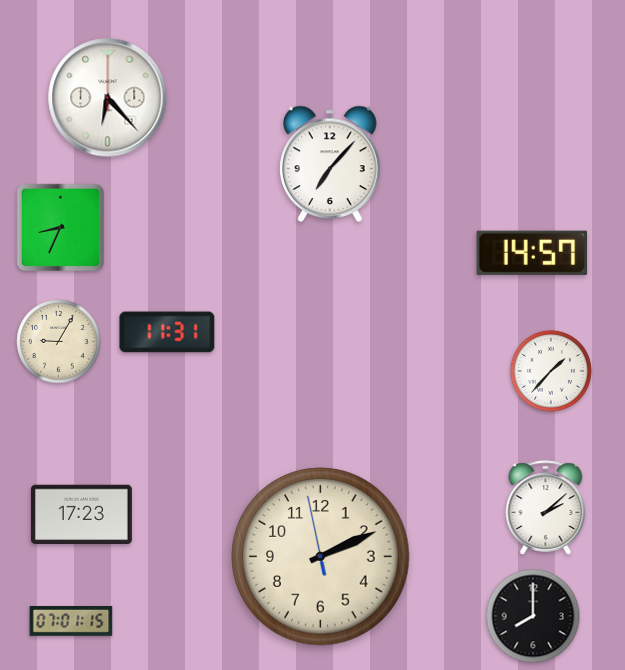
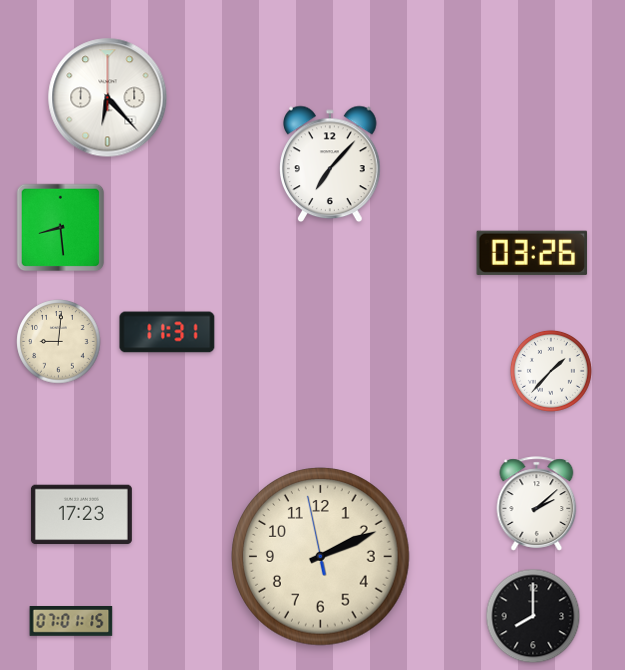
clock at (61, 228): 8:34 -> 8:29
clock at (532, 253): 14:57 -> 03:26
clock at (59, 342): 9:05 -> 9:01
clock at (546, 508) position: (546, 508) -> (537, 504)
